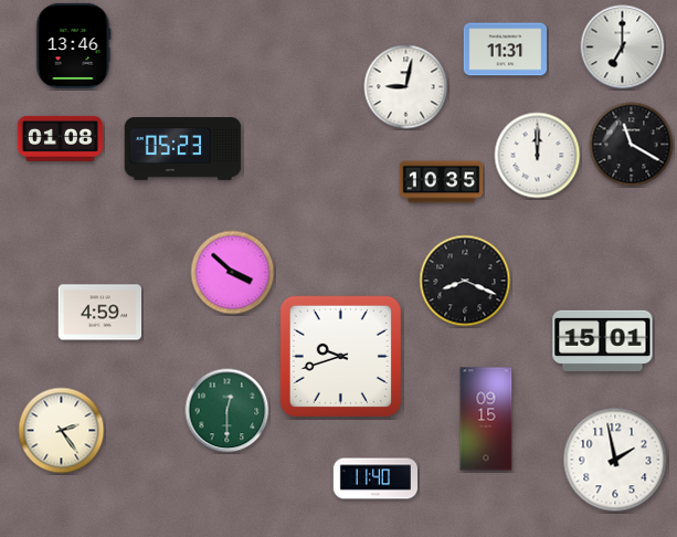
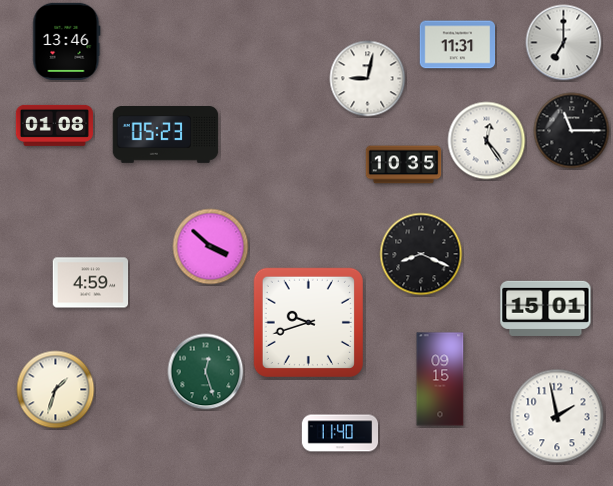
clock at (632, 145): 11:20 -> 11:15
clock at (538, 156): 12:00 -> 12:24
clock at (442, 182) position: (442, 182) -> (404, 165)
clock at (228, 411): 12:30 -> 12:27
clock at (62, 431): 2:24 -> 1:33
